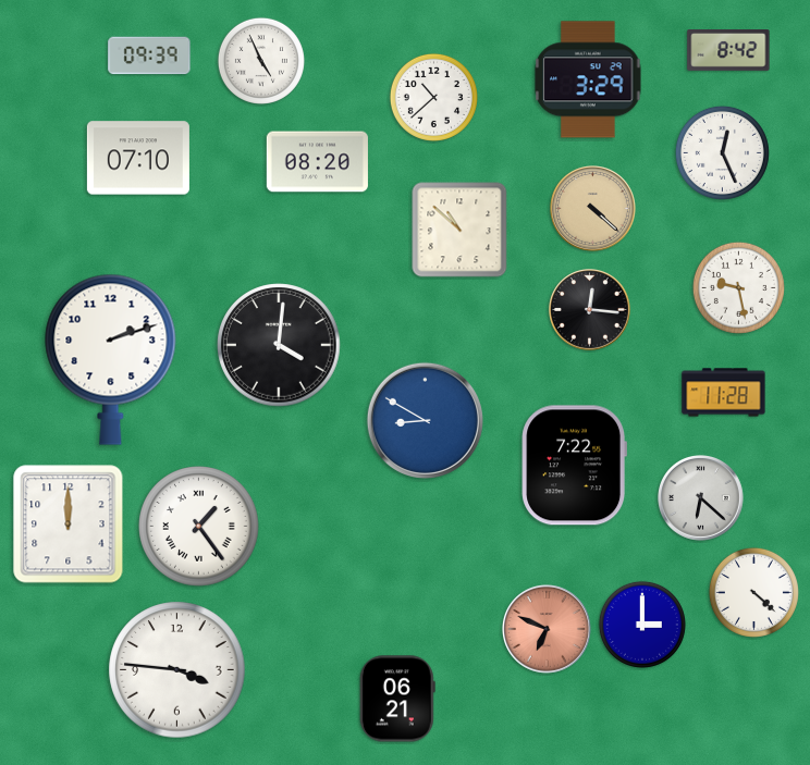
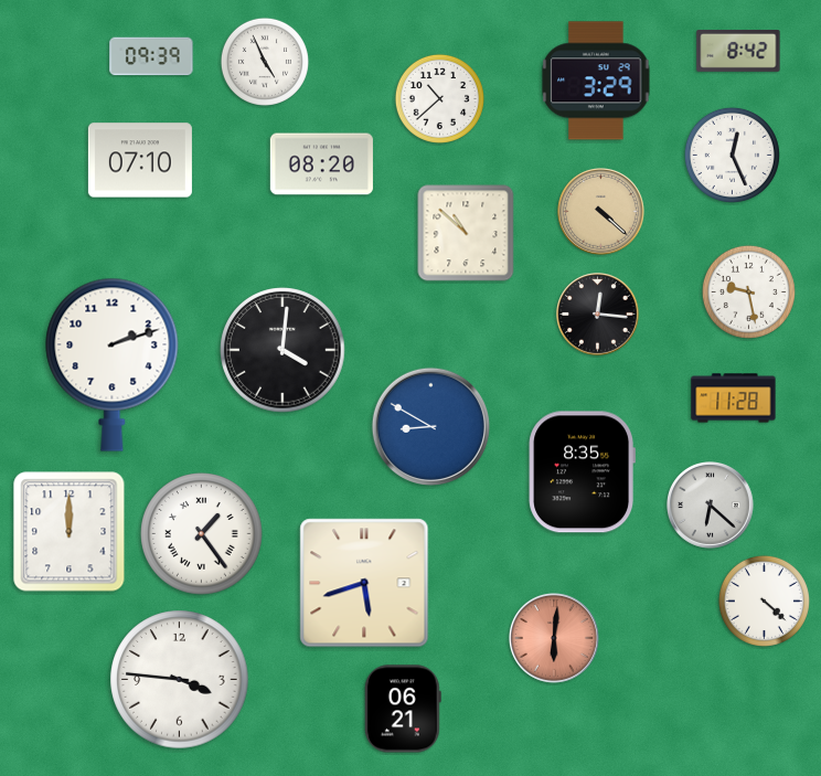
clock at (574, 466): 7:22 -> 8:35
clock at (364, 583): none -> 5:42
clock at (642, 625): 3:00 -> none
clock at (547, 629): 6:49 -> 6:01
